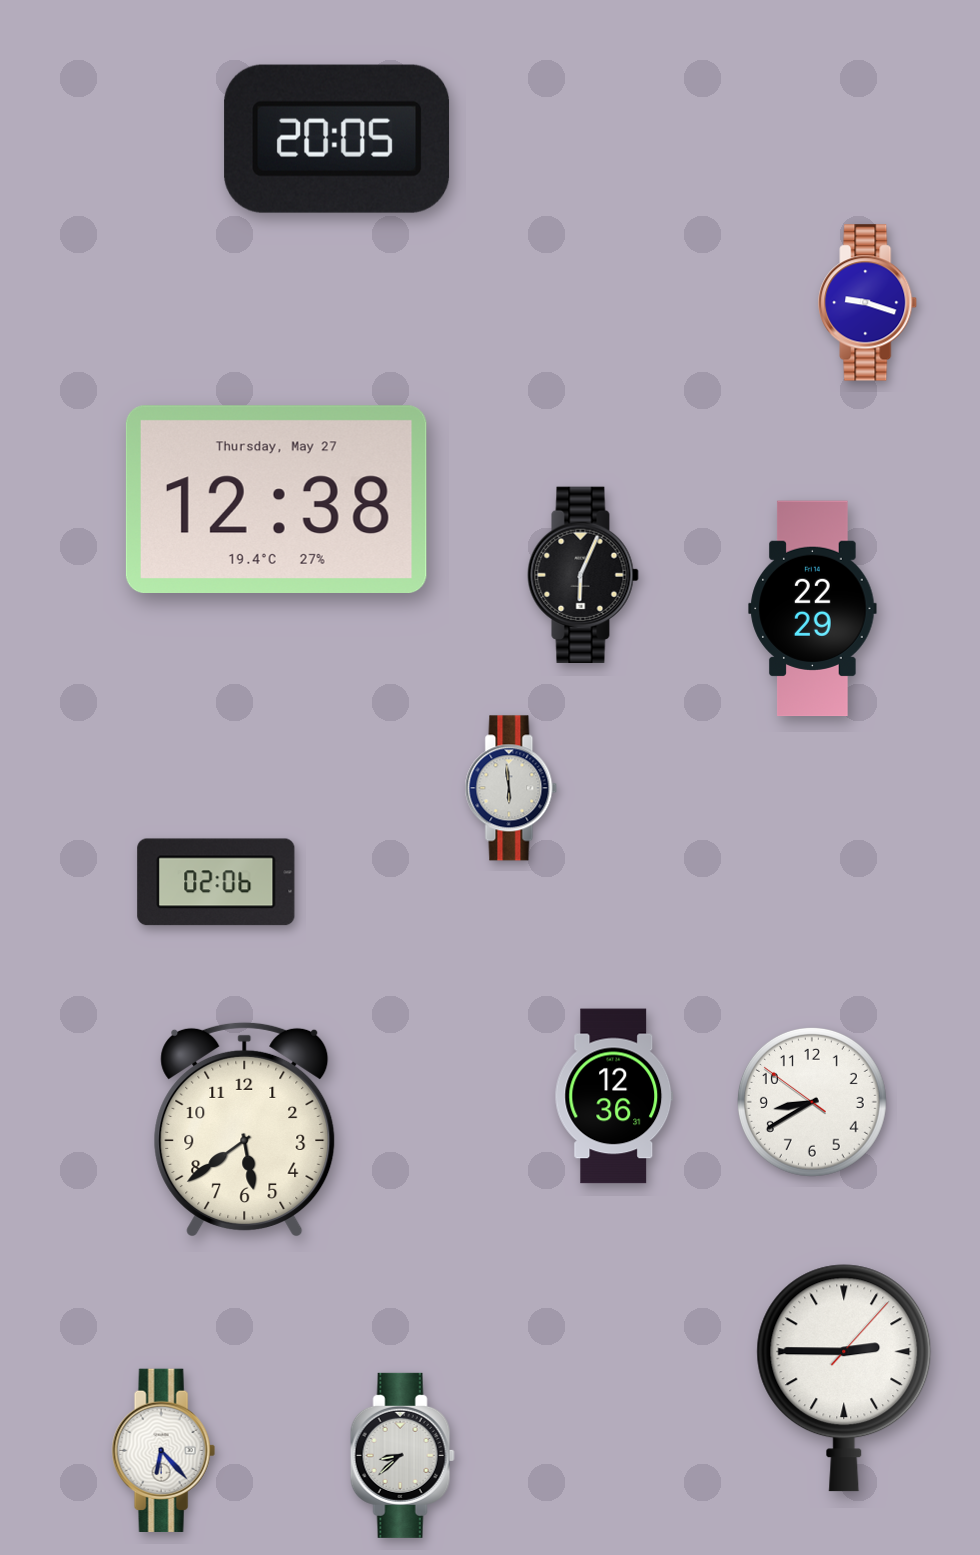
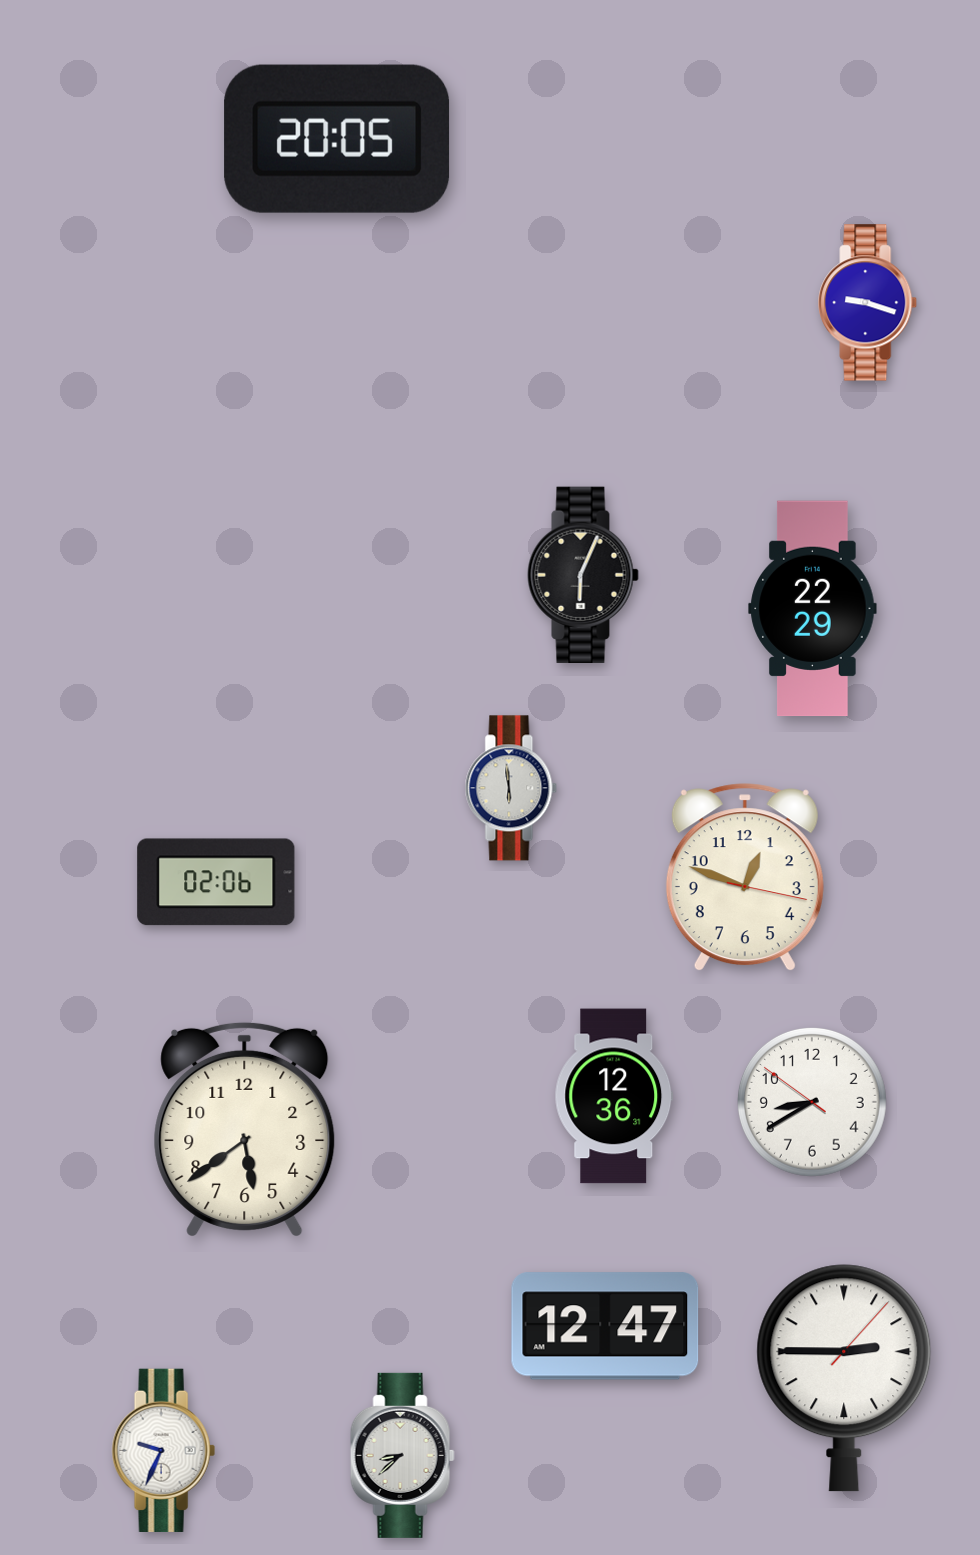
clock at (276, 499): 12:38 -> none
clock at (745, 878): none -> 12:48
clock at (605, 1326): none -> 12:47
clock at (163, 1450): 6:23 -> 9:34
